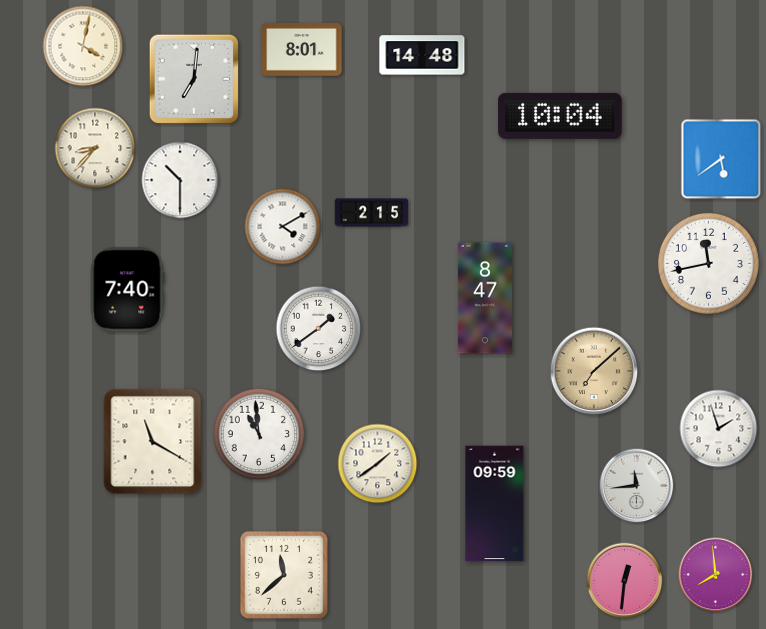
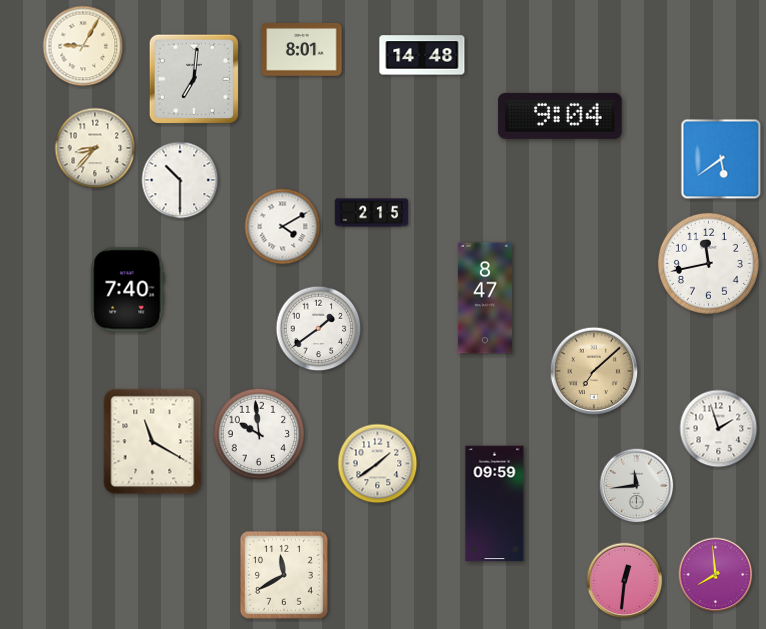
clock at (83, 46): 4:02 -> 9:05
clock at (560, 116): 10:04 -> 9:04
clock at (259, 434): 10:59 -> 9:59
clock at (284, 575): 11:38 -> 11:40
